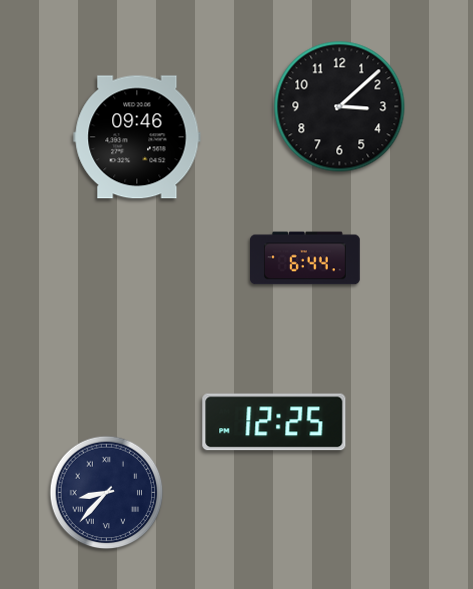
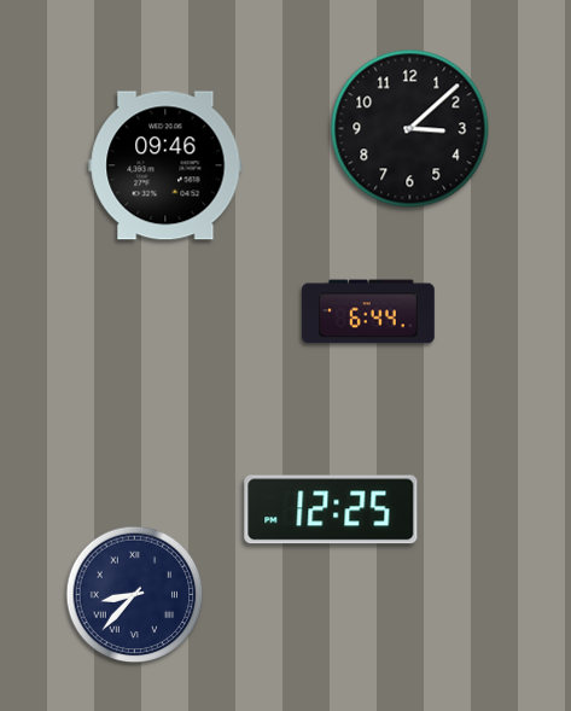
clock at (107, 493) position: (107, 493) -> (135, 595)
